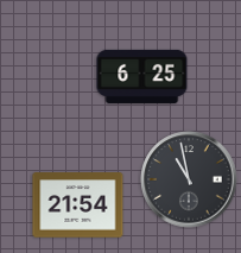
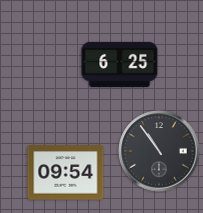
clock at (189, 179): 10:58 -> 10:54
clock at (78, 205): 21:54 -> 09:54
